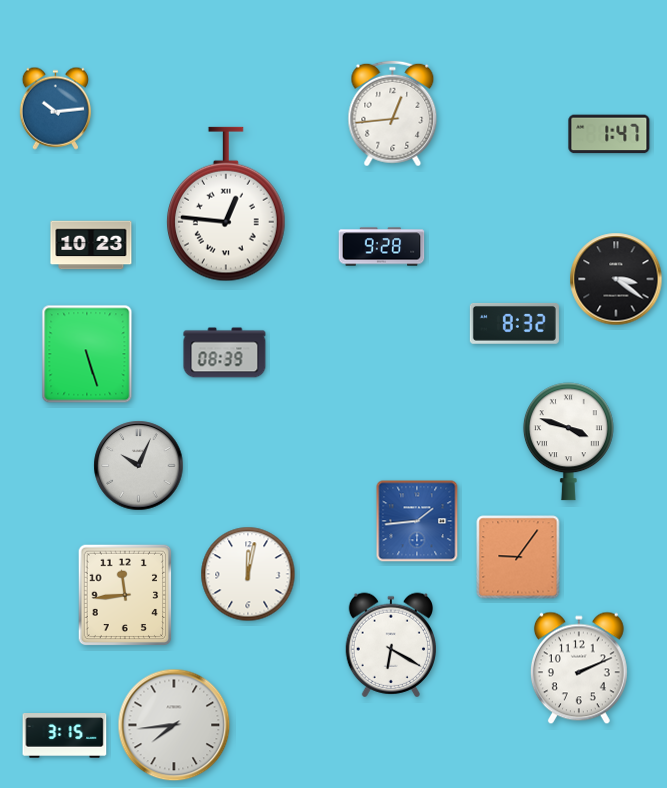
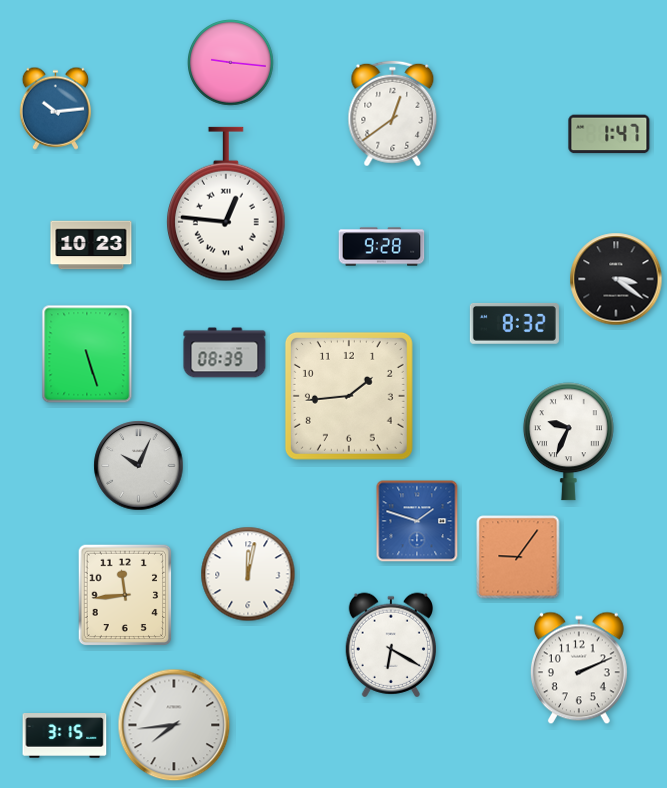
clock at (231, 63): none -> 9:16
clock at (393, 114): 12:44 -> 12:39
clock at (349, 396): none -> 1:44
clock at (568, 442): 3:48 -> 9:34
clock at (417, 521): 1:44 -> 1:48
